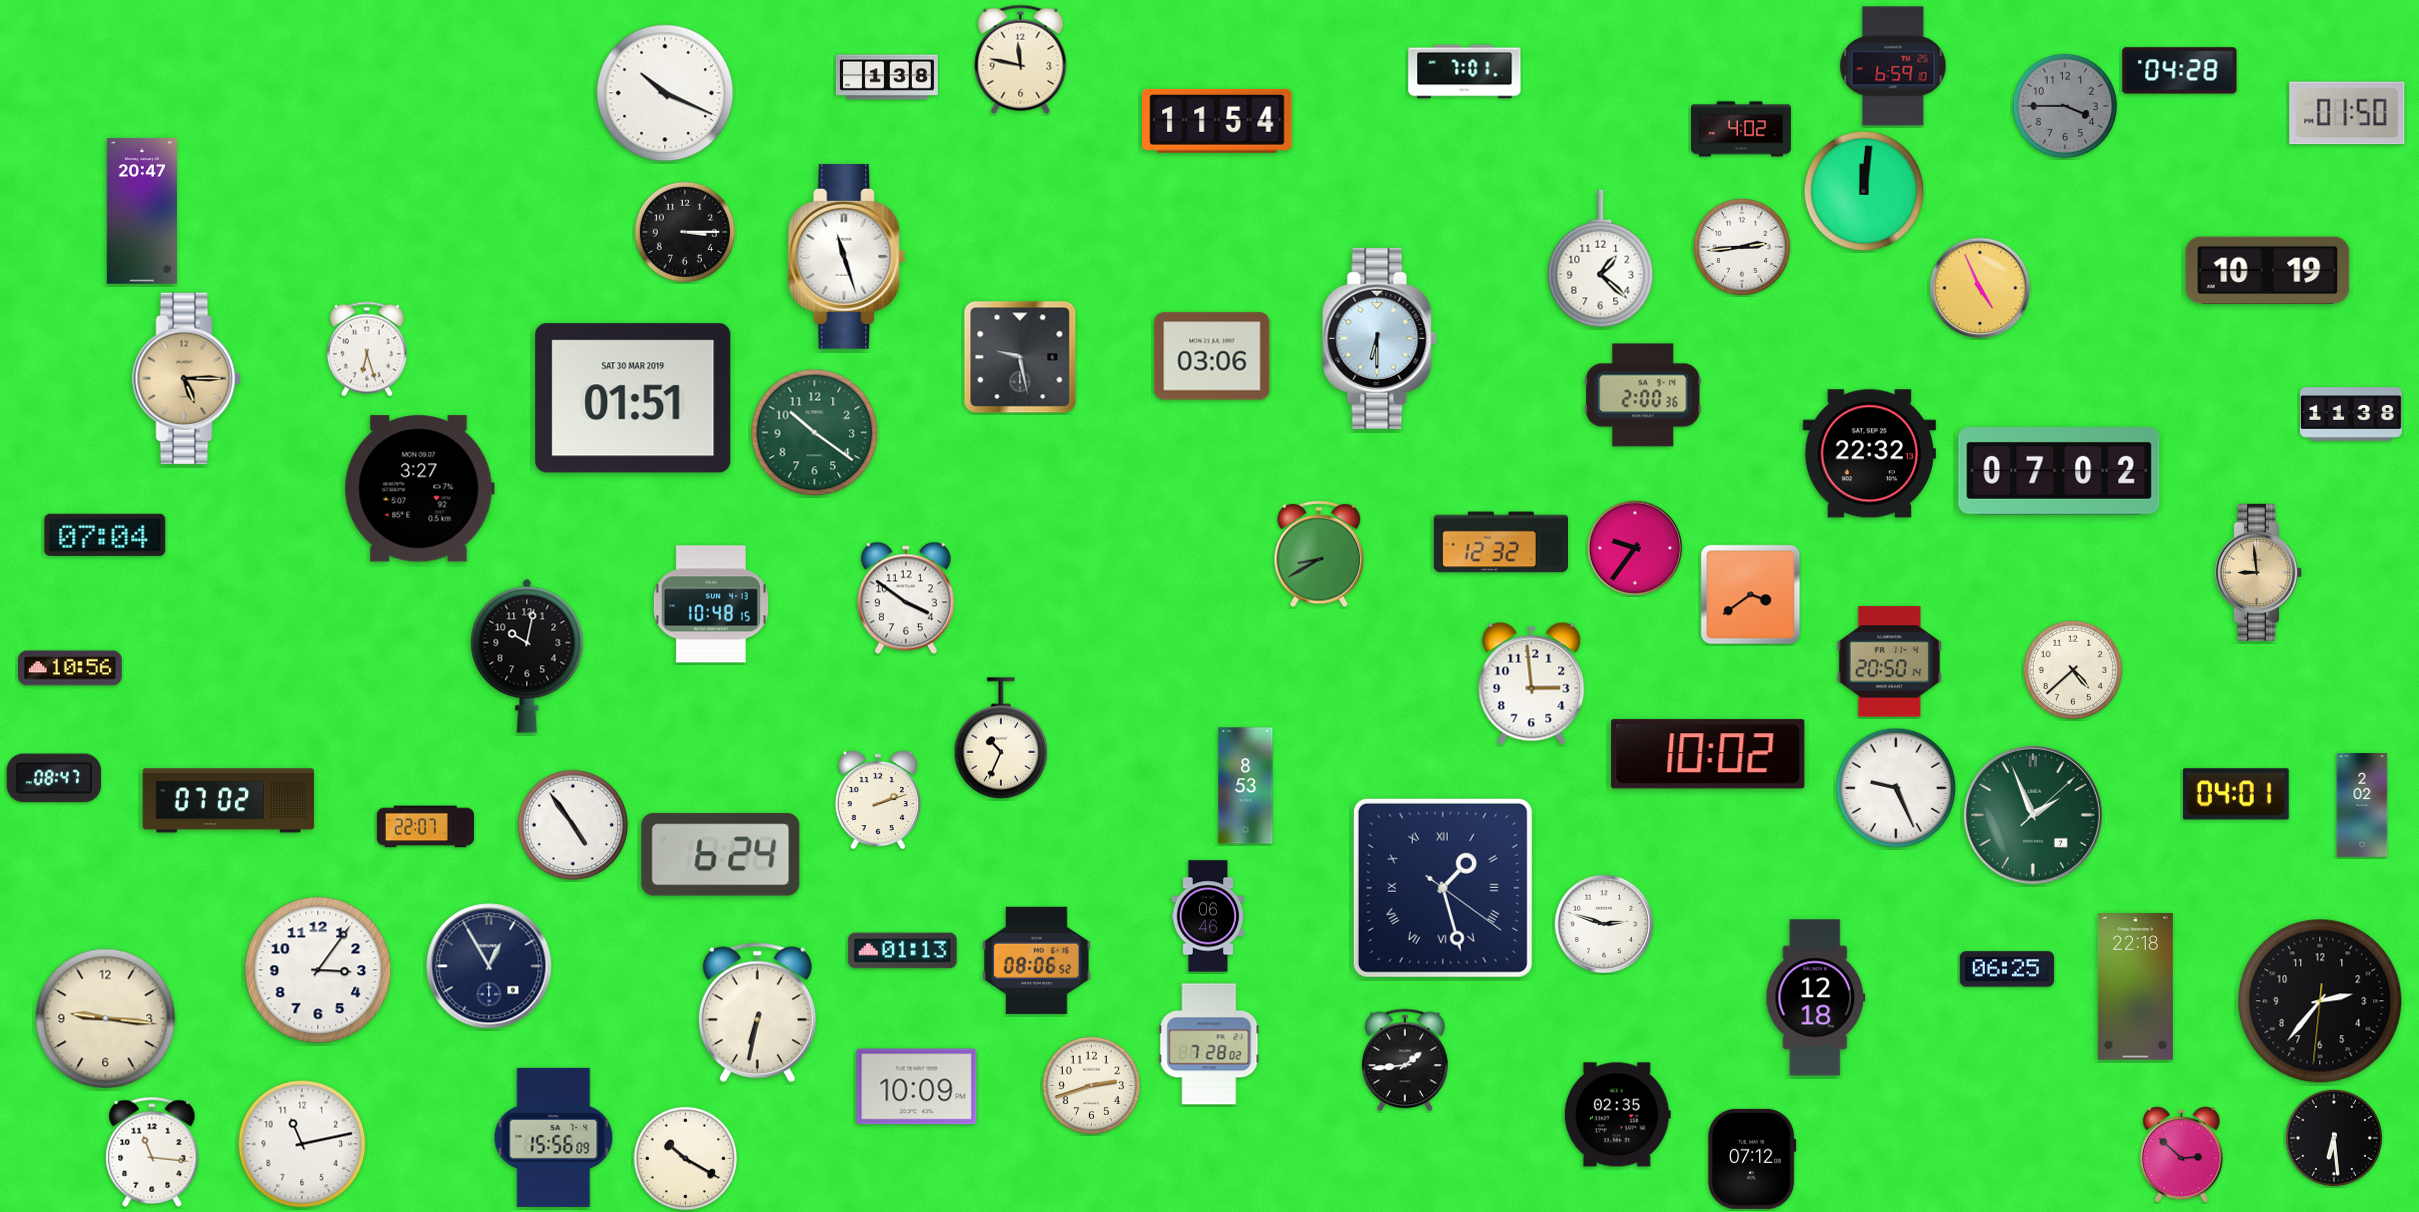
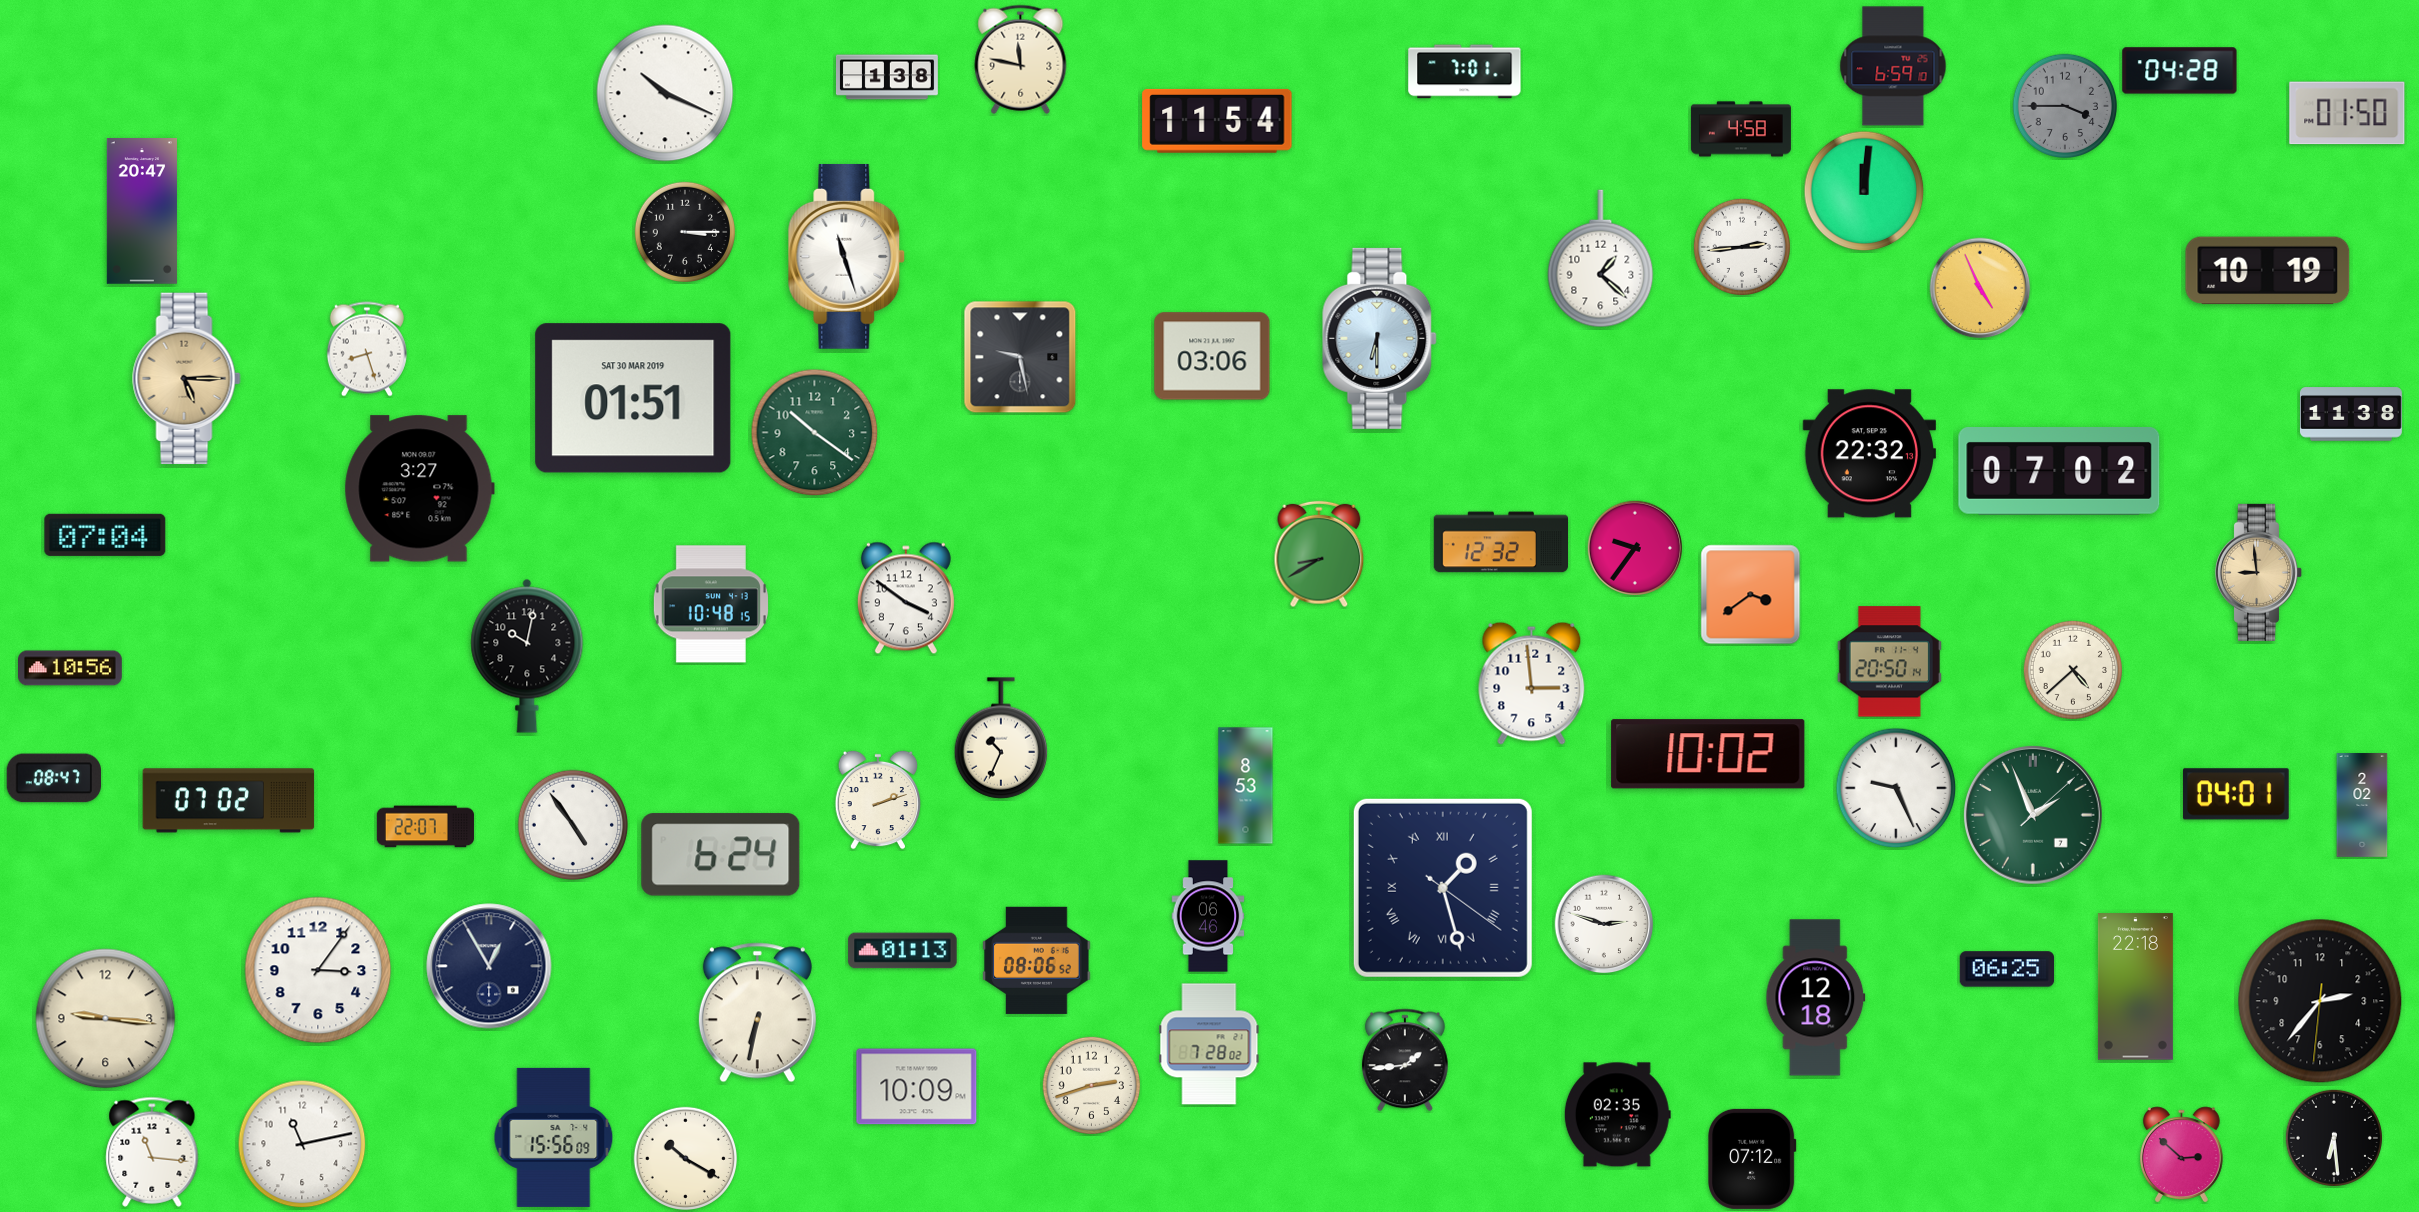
clock at (1741, 129): 4:02 -> 4:58
clock at (367, 349): 6:27 -> 8:27
clock at (1643, 395): 2:00 -> none
